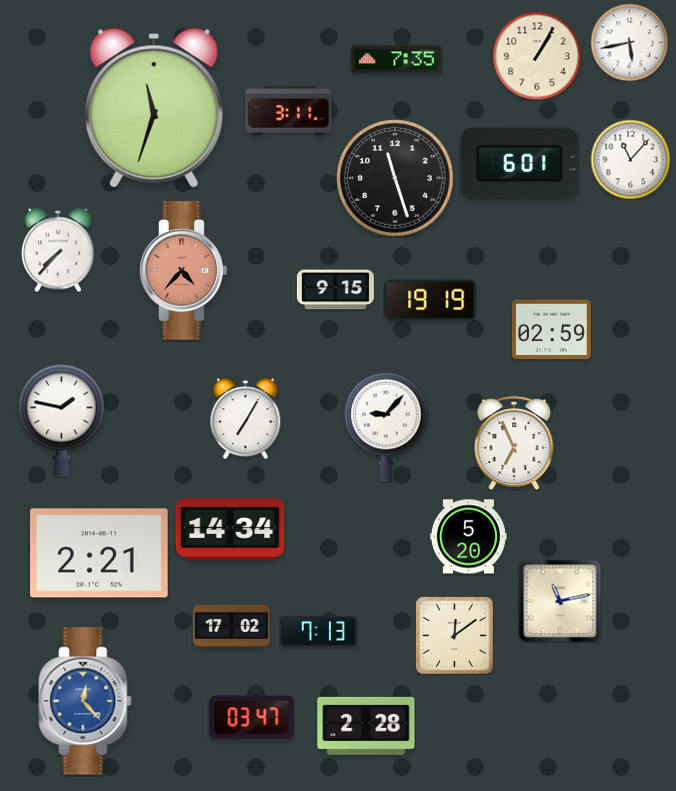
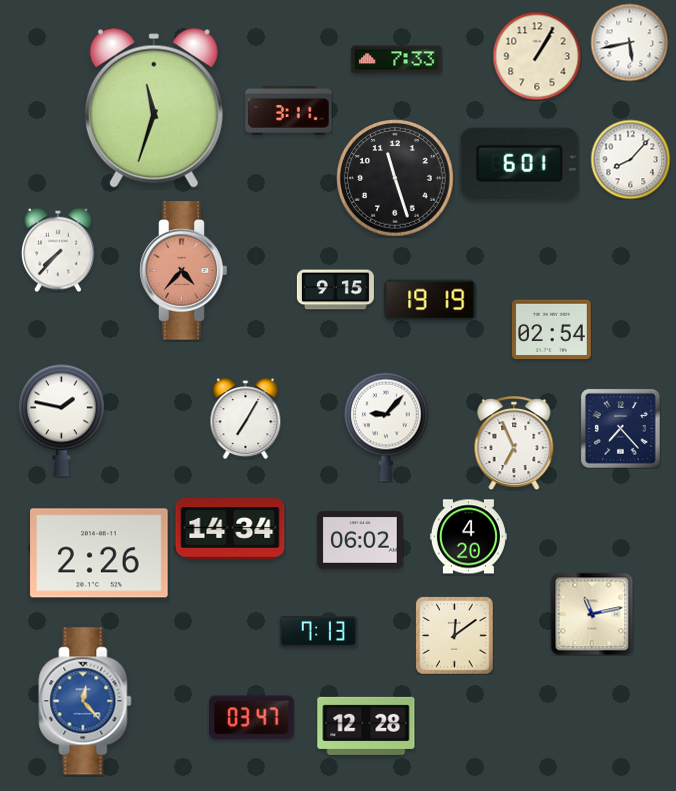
clock at (397, 60): 7:35 -> 7:33
clock at (630, 159): 11:07 -> 8:07
clock at (551, 330): 02:59 -> 02:54
clock at (620, 428): none -> 7:23
clock at (468, 537): 5:20 -> 4:20
clock at (360, 540): none -> 06:02
clock at (99, 553): 2:21 -> 2:26
clock at (560, 601) position: (560, 601) -> (592, 614)
clock at (231, 626): 17:02 -> none
clock at (366, 726): 2:28 -> 12:28
